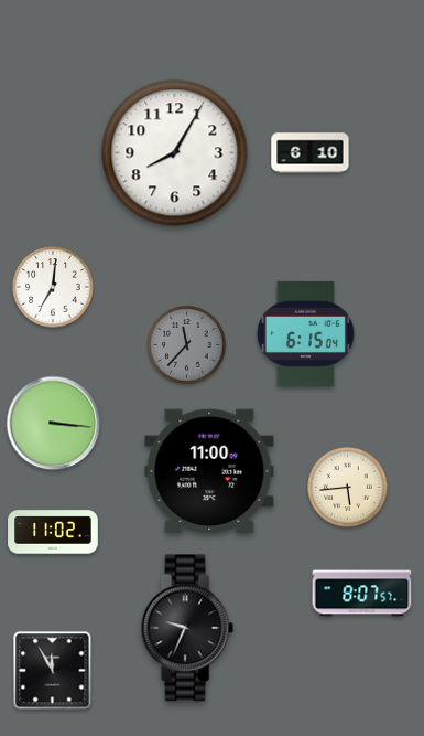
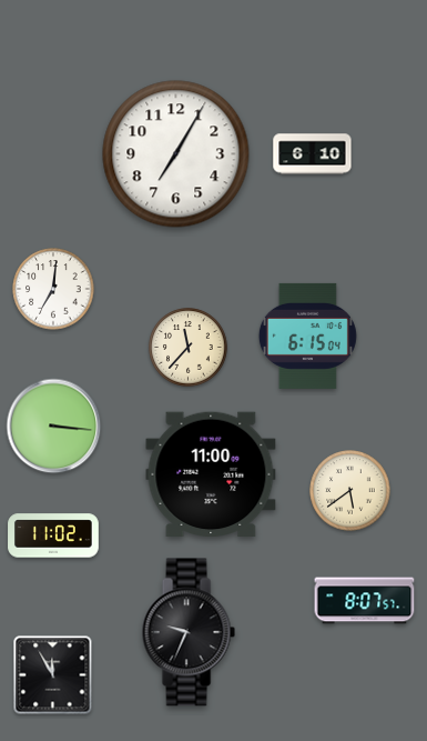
clock at (175, 153): 8:05 -> 7:05
clock at (187, 345) dial: grey -> cream
clock at (348, 488): 5:44 -> 5:39
clock at (362, 594) position: (362, 594) -> (365, 601)
